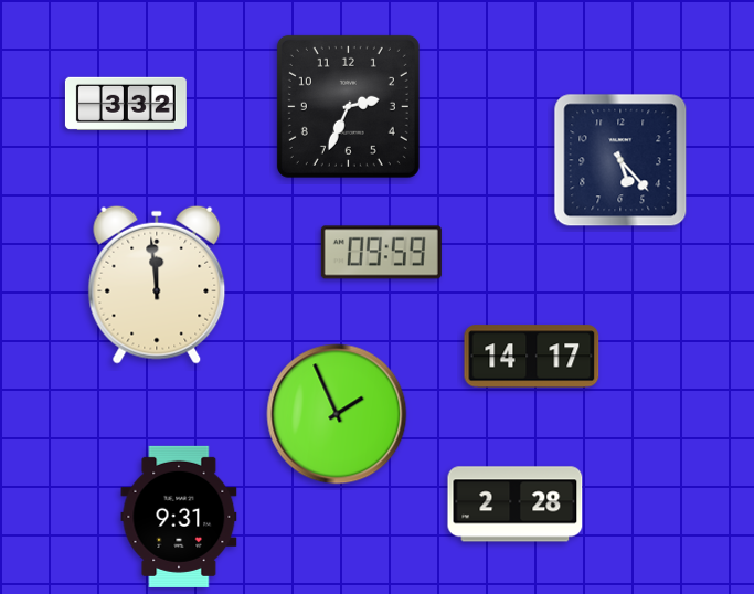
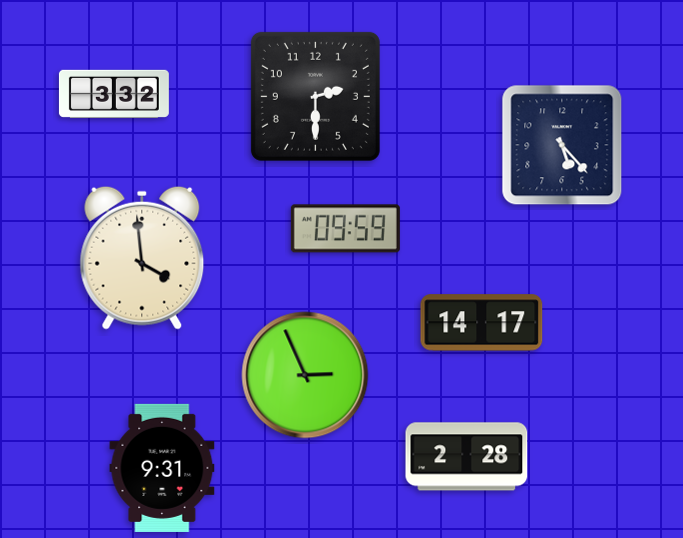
clock at (348, 106): 2:34 -> 2:30
clock at (157, 285): 11:59 -> 3:59
clock at (337, 414): 1:56 -> 2:56
